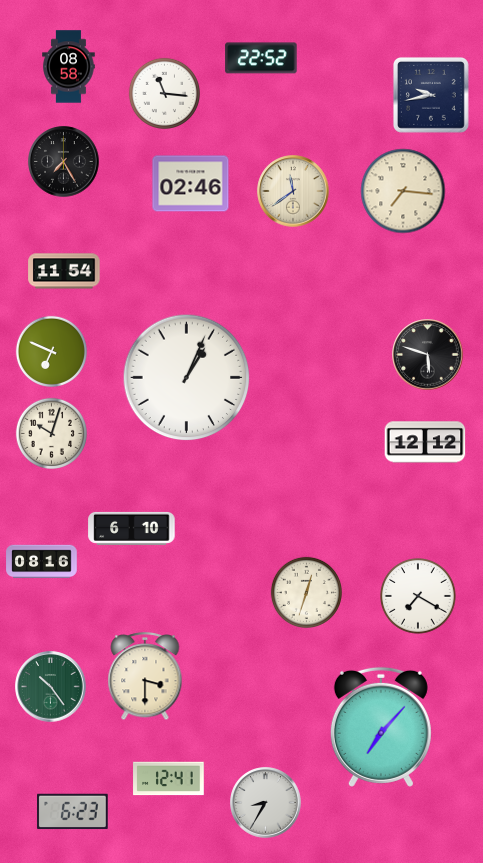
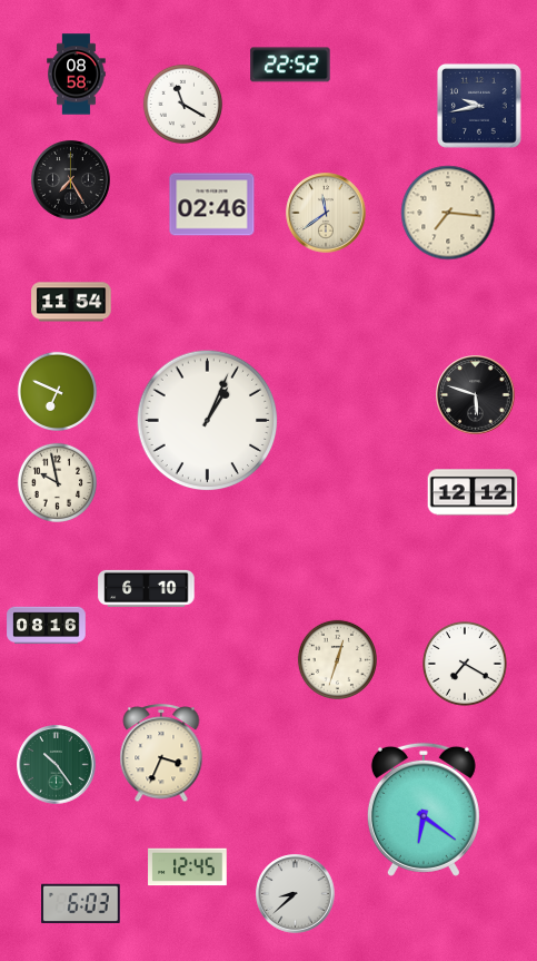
clock at (164, 93): 11:16 -> 11:20
clock at (51, 433): 10:03 -> 9:58
clock at (306, 592) position: (306, 592) -> (337, 659)
clock at (145, 677): 3:30 -> 3:34
clock at (381, 727): 7:07 -> 6:21
clock at (169, 779): 12:41 -> 12:45
clock at (266, 803): 8:35 -> 8:38
clock at (73, 812): 6:23 -> 6:03
